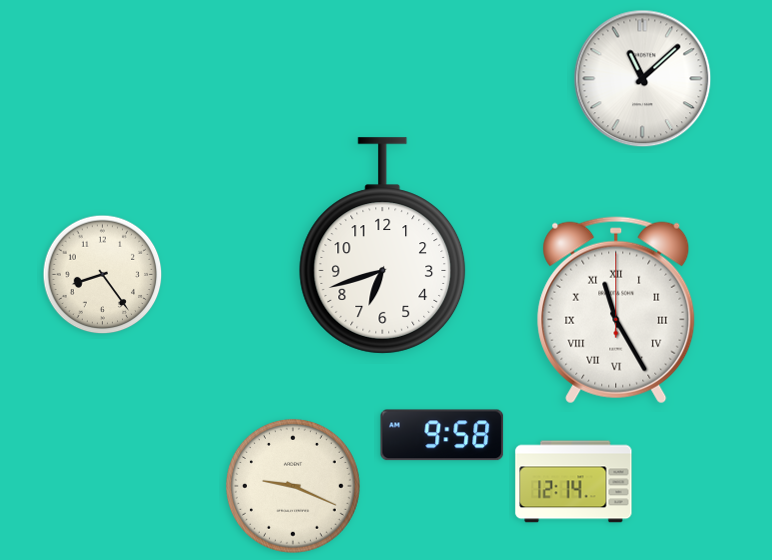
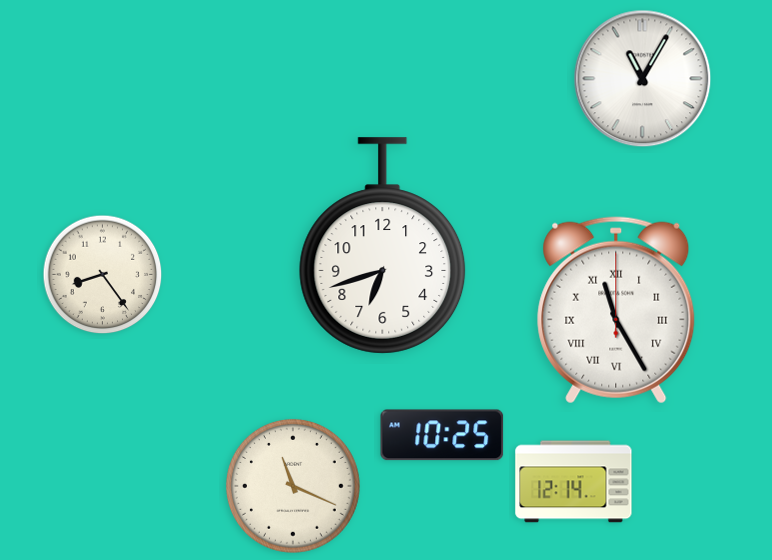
clock at (643, 79): 11:08 -> 11:05
clock at (442, 435): 9:58 -> 10:25
clock at (293, 486): 9:19 -> 11:19
